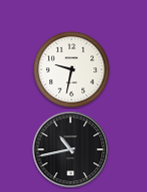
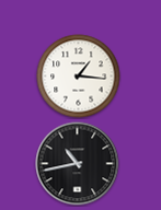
clock at (72, 70): 9:32 -> 1:16
